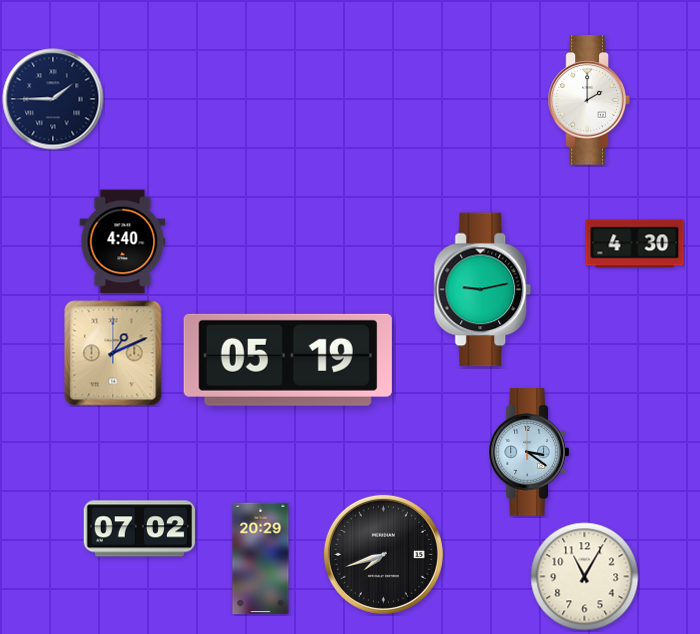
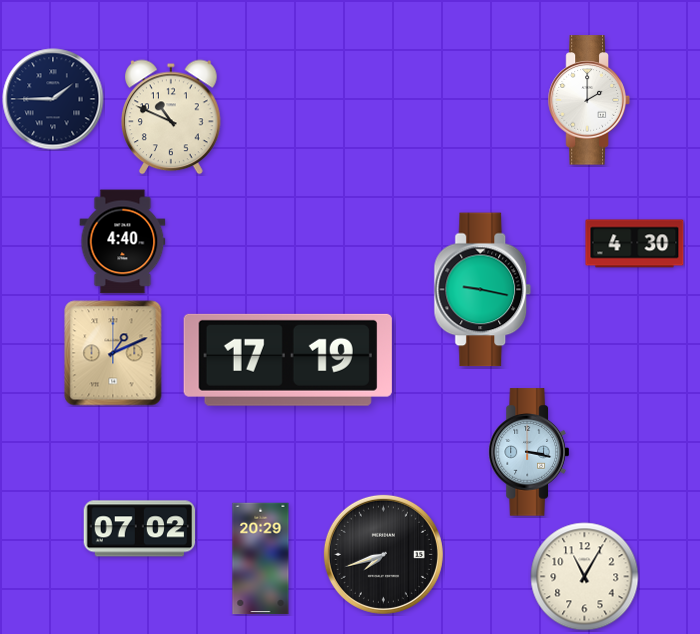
clock at (171, 117): none -> 10:49
clock at (483, 290): 9:13 -> 9:17
clock at (288, 360): 05:19 -> 17:19
clock at (528, 452): 3:21 -> 3:17
